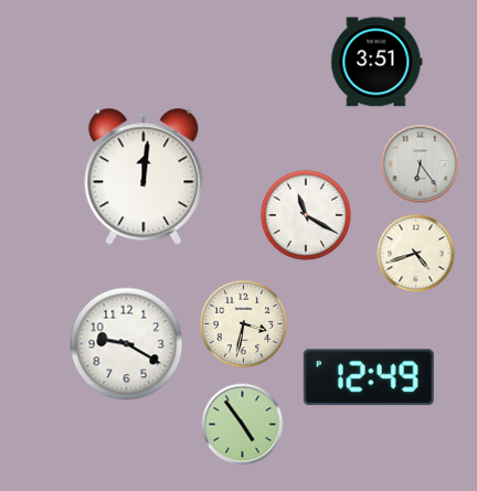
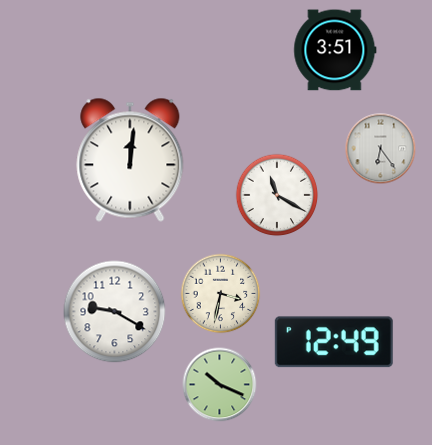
clock at (377, 62) position: (377, 62) -> (335, 50)
clock at (416, 254): 4:42 -> none
clock at (243, 425): 4:54 -> 10:19
